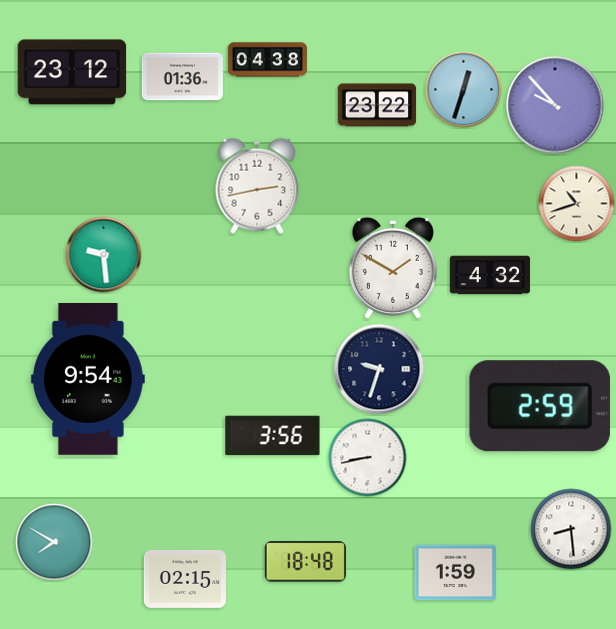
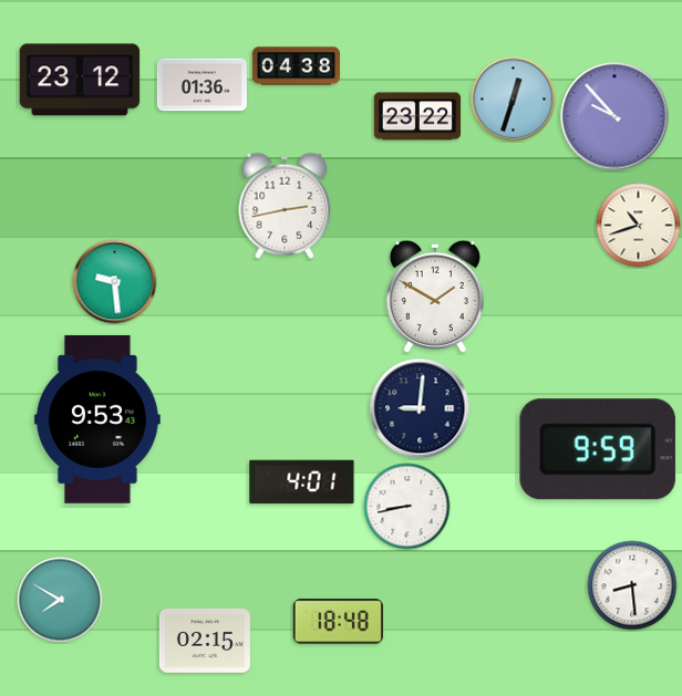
clock at (489, 275): 4:32 -> none
clock at (379, 369): 9:33 -> 9:01
clock at (88, 379): 9:54 -> 9:53
clock at (540, 406): 2:59 -> 9:59
clock at (273, 436): 3:56 -> 4:01
clock at (455, 573): 1:59 -> none
